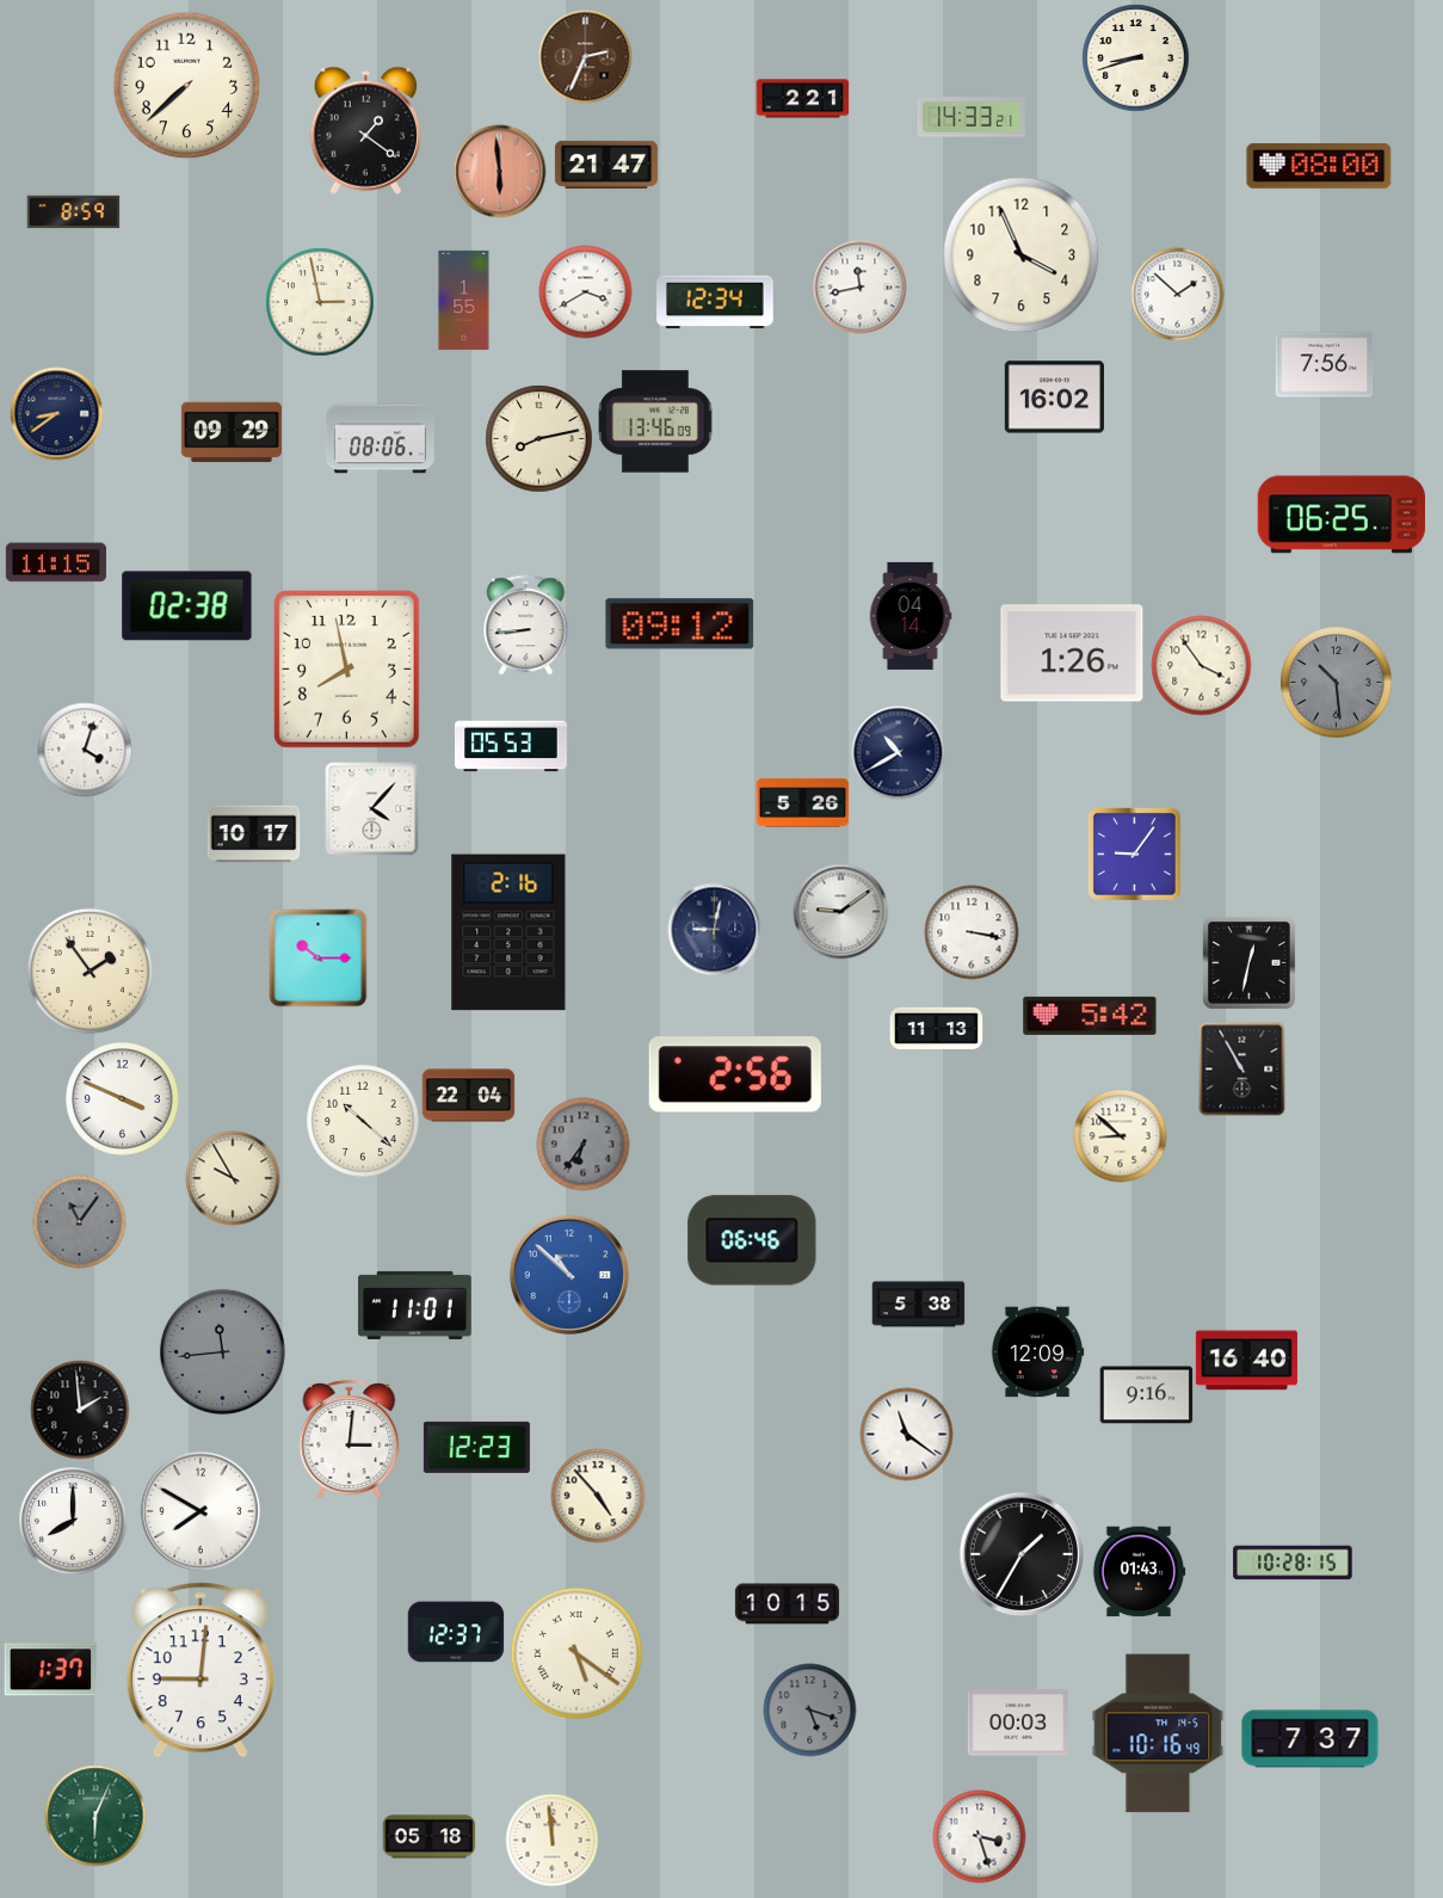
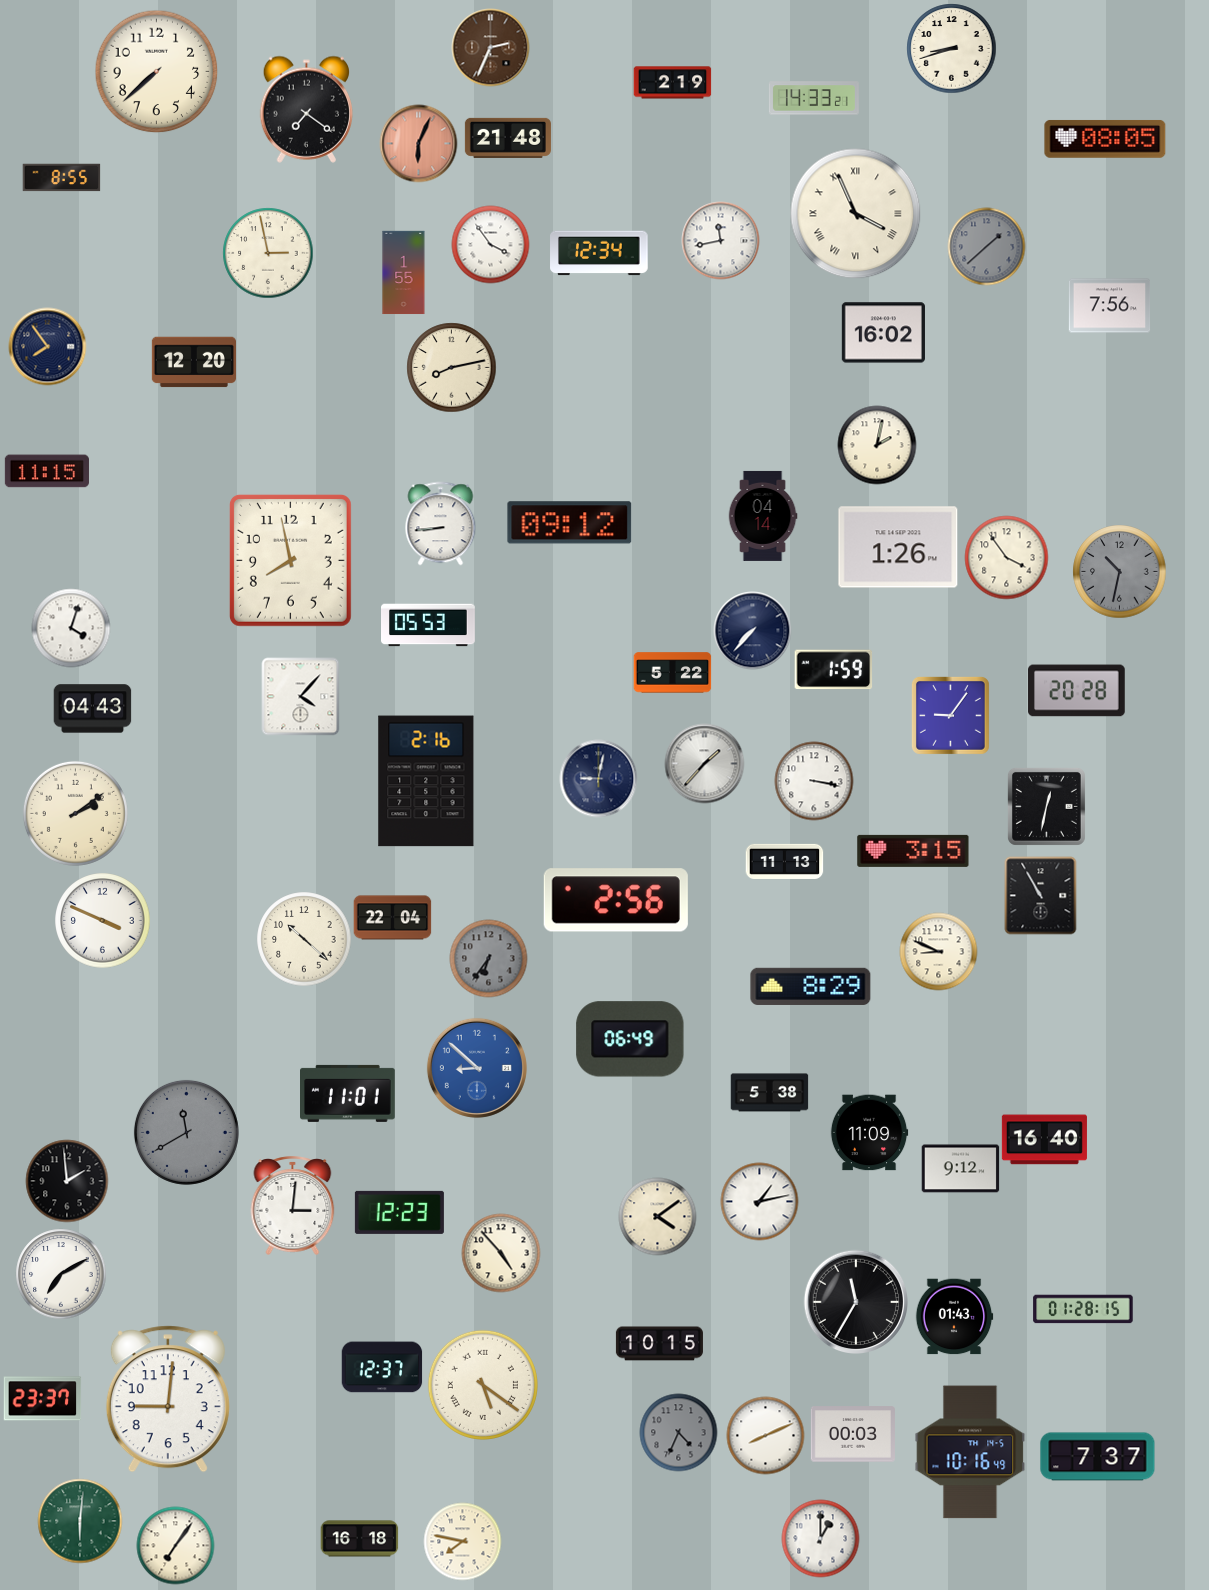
clock at (802, 99): 2:21 -> 2:19
clock at (365, 130): 1:21 -> 7:21
clock at (606, 165): 21:47 -> 21:48
clock at (1319, 166): 08:00 -> 08:05
clock at (499, 171): 5:59 -> 6:04
clock at (73, 212): 8:59 -> 8:55
clock at (1022, 255) numerals: Arabic -> Roman
clock at (585, 291): 3:40 -> 3:54
clock at (1177, 294): 1:52 -> 1:38
clock at (1177, 294) dial: white -> grey
clock at (464, 300) position: (464, 300) -> (404, 272)
clock at (56, 413): 8:39 -> 7:54
clock at (656, 421): 13:46 -> none
clock at (230, 432): 09:29 -> 12:20
clock at (380, 439): 08:06 -> none
clock at (1342, 514): 06:25 -> none
clock at (877, 445): none -> 2:02
clock at (187, 606): 02:38 -> none
clock at (1336, 682): 10:29 -> 10:32
clock at (898, 752): 10:40 -> 7:37
clock at (833, 670): none -> 1:59
clock at (802, 803): 5:26 -> 5:22
clock at (371, 808) position: (371, 808) -> (300, 696)
clock at (1077, 691): none -> 20:28
clock at (253, 834): 10:17 -> none
clock at (92, 709): none -> 04:43
clock at (840, 911): 9:09 -> 1:37
clock at (317, 957): 10:15 -> none
clock at (90, 970): 1:54 -> 2:09
clock at (1090, 1016): 5:42 -> 3:15
clock at (1120, 1135): 8:52 -> 8:49
clock at (811, 986): none -> 8:29
clock at (233, 1178): 9:55 -> none
clock at (79, 1221): 11:06 -> none
clock at (752, 1240): 06:46 -> 06:49
clock at (569, 1275): 10:52 -> 8:52
clock at (222, 1351): 11:44 -> 11:40
clock at (1037, 1352): 12:09 -> 11:09
clock at (1146, 1395): 9:16 -> 9:12
clock at (906, 1434): 11:21 -> 1:13
clock at (657, 1216): none -> 4:09
clock at (201, 1511): 7:50 -> none
clock at (73, 1521): 8:00 -> 7:10
clock at (1020, 1553): 1:35 -> 11:35
clock at (1293, 1563): 10:28 -> 01:28
clock at (50, 1670): 1:37 -> 23:37
clock at (809, 1709): 5:18 -> 4:34
clock at (765, 1435): none -> 8:11
clock at (1018, 1723) position: (1018, 1723) -> (853, 1434)
clock at (95, 1816): 6:04 -> 6:01
clock at (979, 1836): 3:27 -> 1:00
clock at (428, 1837): 05:18 -> 16:18
clock at (551, 1840): 11:59 -> 7:47
clock at (175, 1545): none -> 7:06
